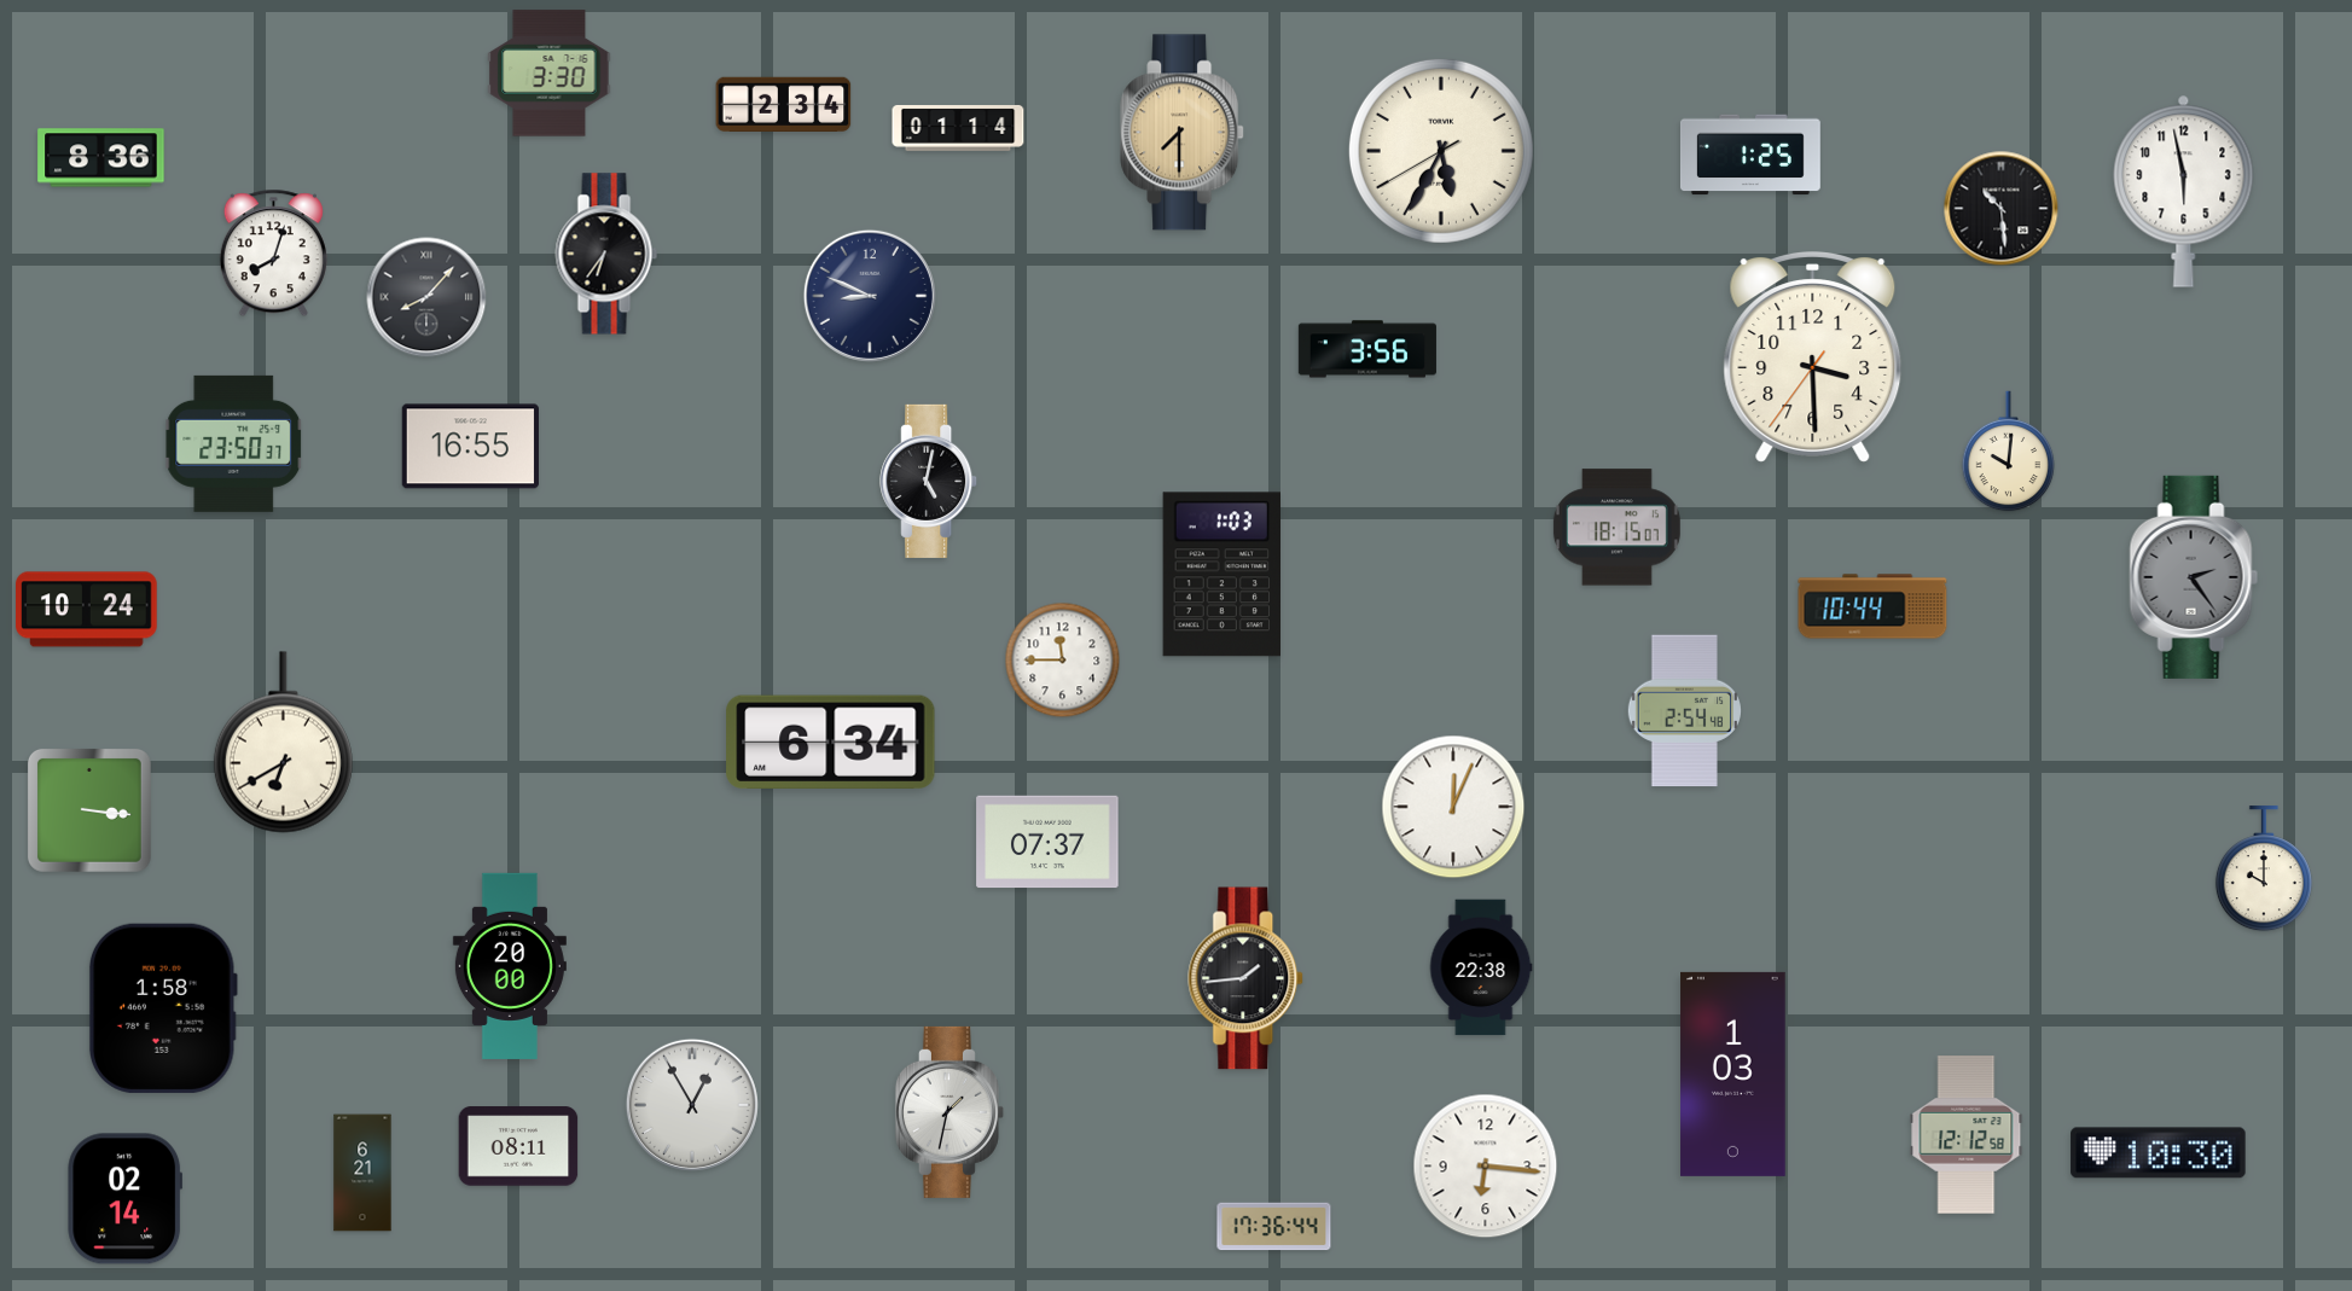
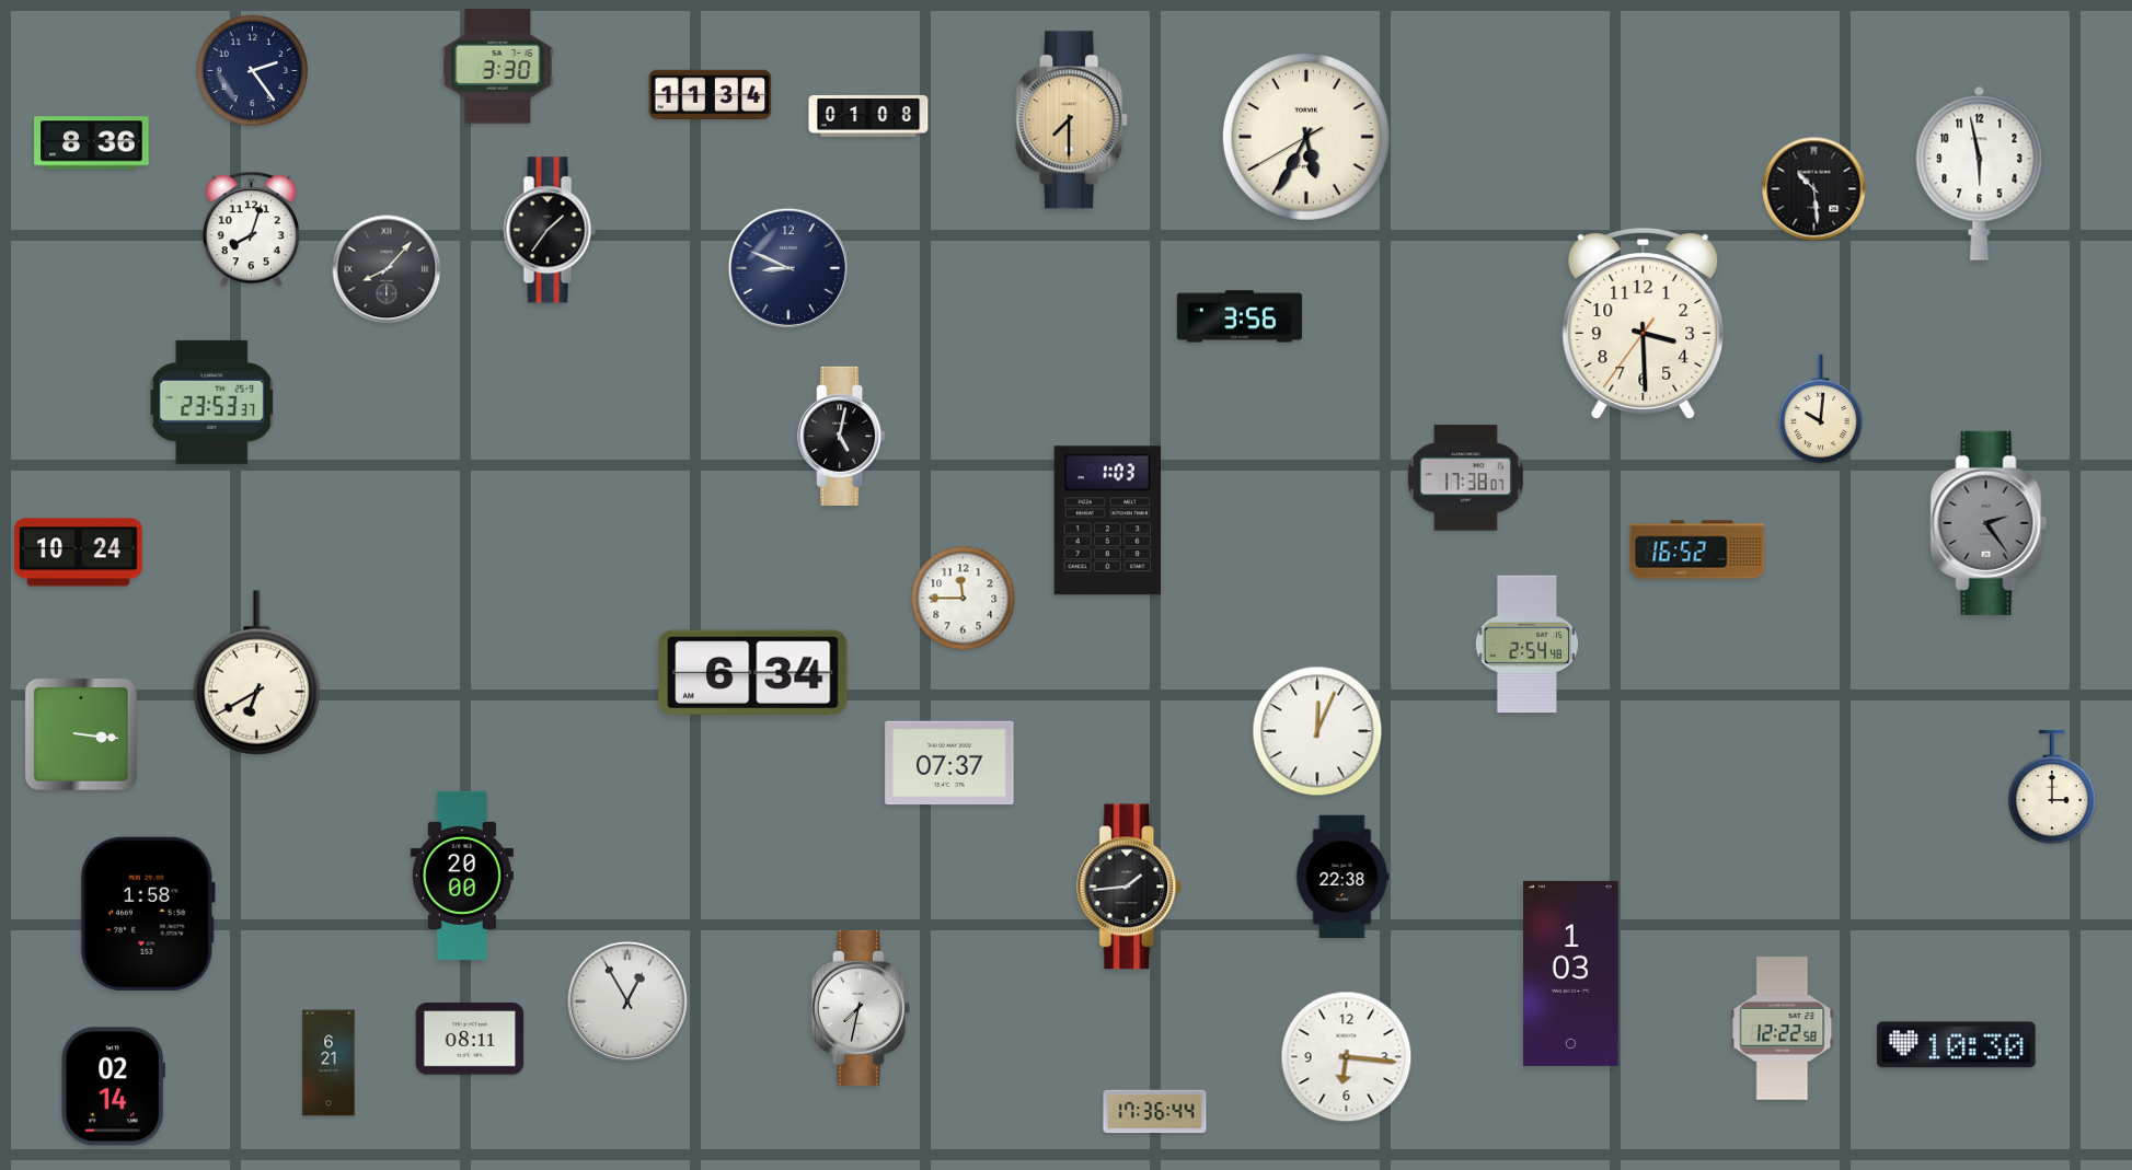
clock at (253, 71): none -> 2:24
clock at (784, 104): 2:34 -> 11:34
clock at (958, 128): 01:14 -> 01:08
clock at (1750, 155): 1:25 -> none
clock at (273, 254) position: (273, 254) -> (251, 230)
clock at (606, 254): 6:36 -> 1:36
clock at (234, 443): 23:50 -> 23:53
clock at (470, 447): 16:55 -> none
clock at (1616, 528): 18:15 -> 17:38
clock at (1872, 606): 10:44 -> 16:52
clock at (2264, 870): 10:00 -> 3:00
clock at (949, 1112): 1:32 -> 7:32
clock at (1967, 1135): 12:12 -> 12:22
